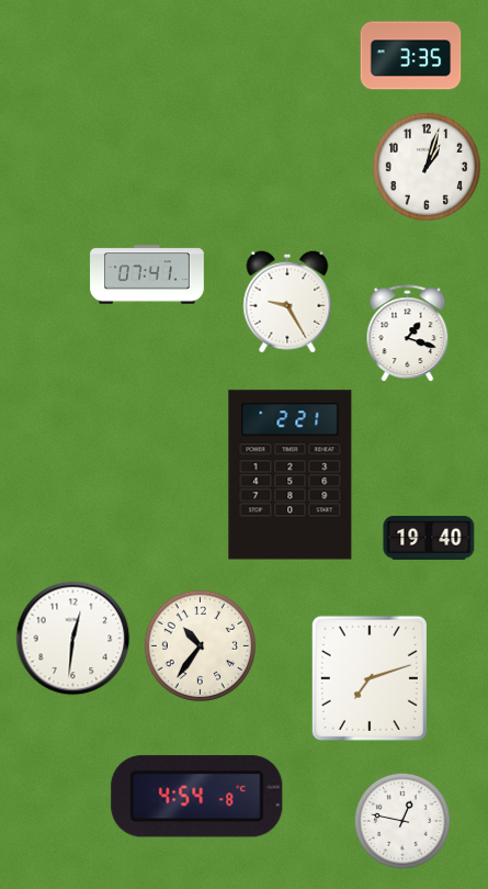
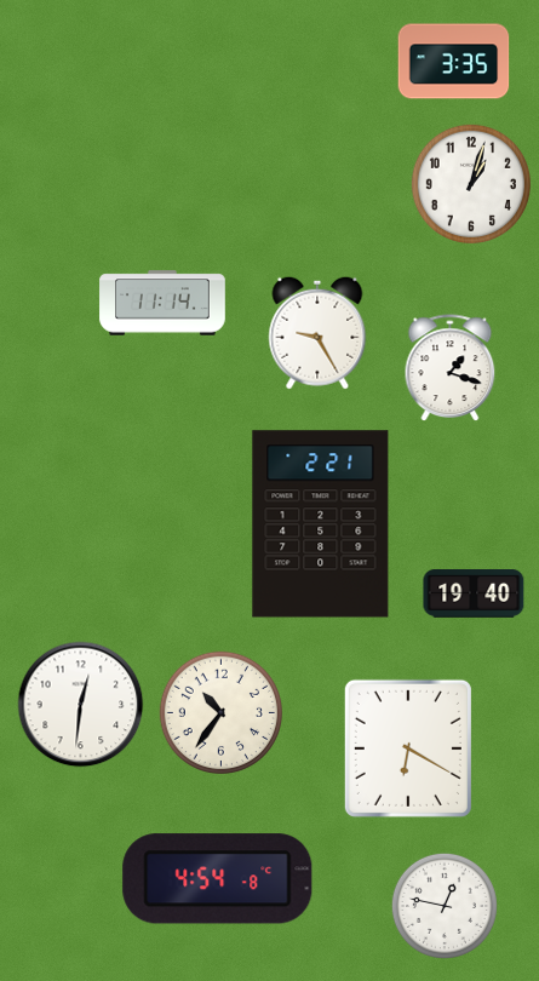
clock at (147, 274): 07:41 -> 11:14
clock at (370, 678): 7:12 -> 6:20
